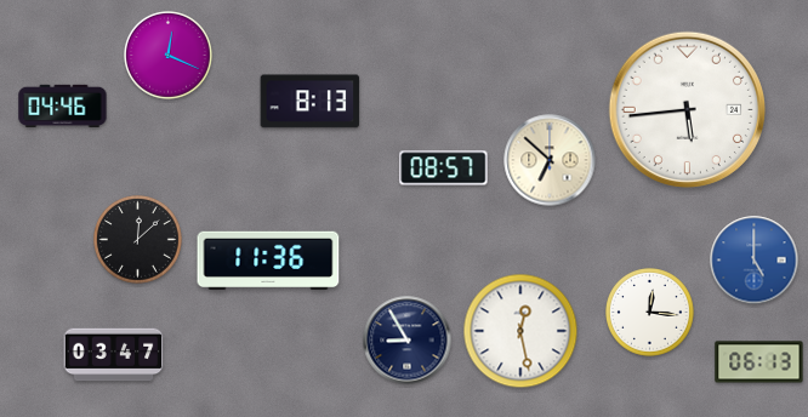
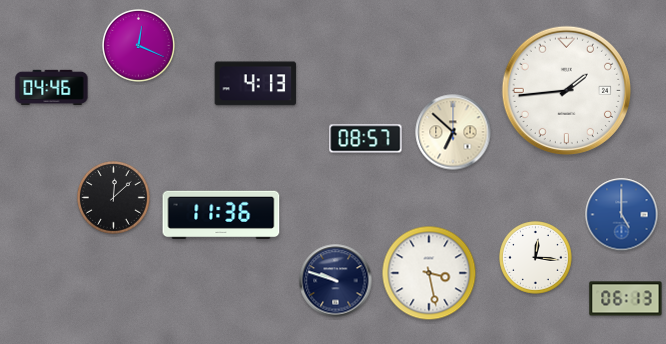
clock at (311, 102): 8:13 -> 4:13
clock at (687, 109): 5:44 -> 1:44
clock at (520, 331): 12:28 -> 3:28
clock at (408, 341): 8:55 -> 9:48
clock at (114, 355): 03:47 -> none
